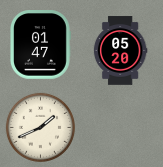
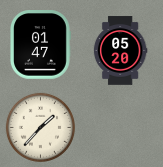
clock at (40, 127): 1:41 -> 1:37
